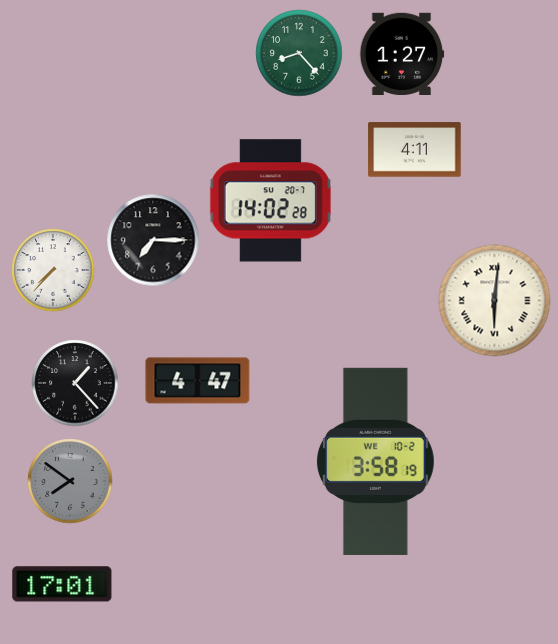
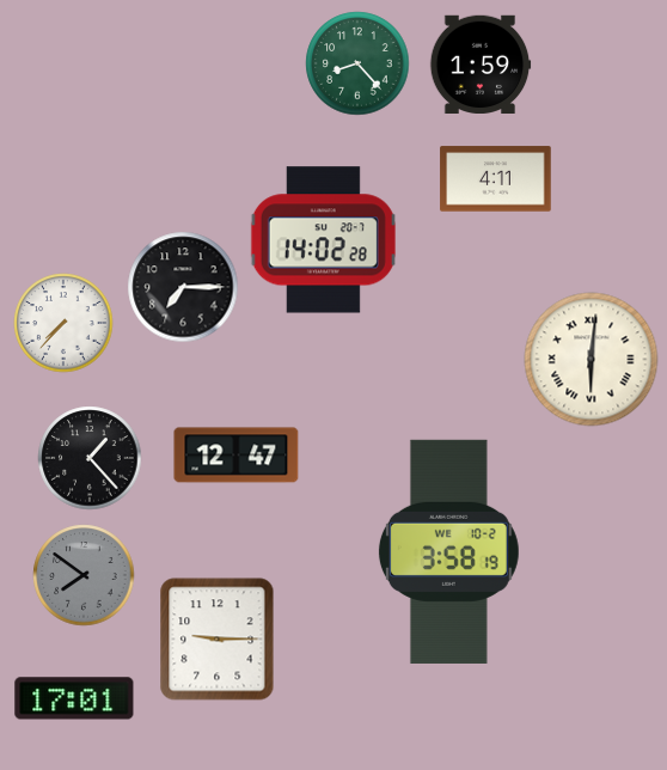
clock at (402, 53): 1:27 -> 1:59
clock at (198, 381): 4:47 -> 12:47
clock at (218, 640): none -> 9:15
